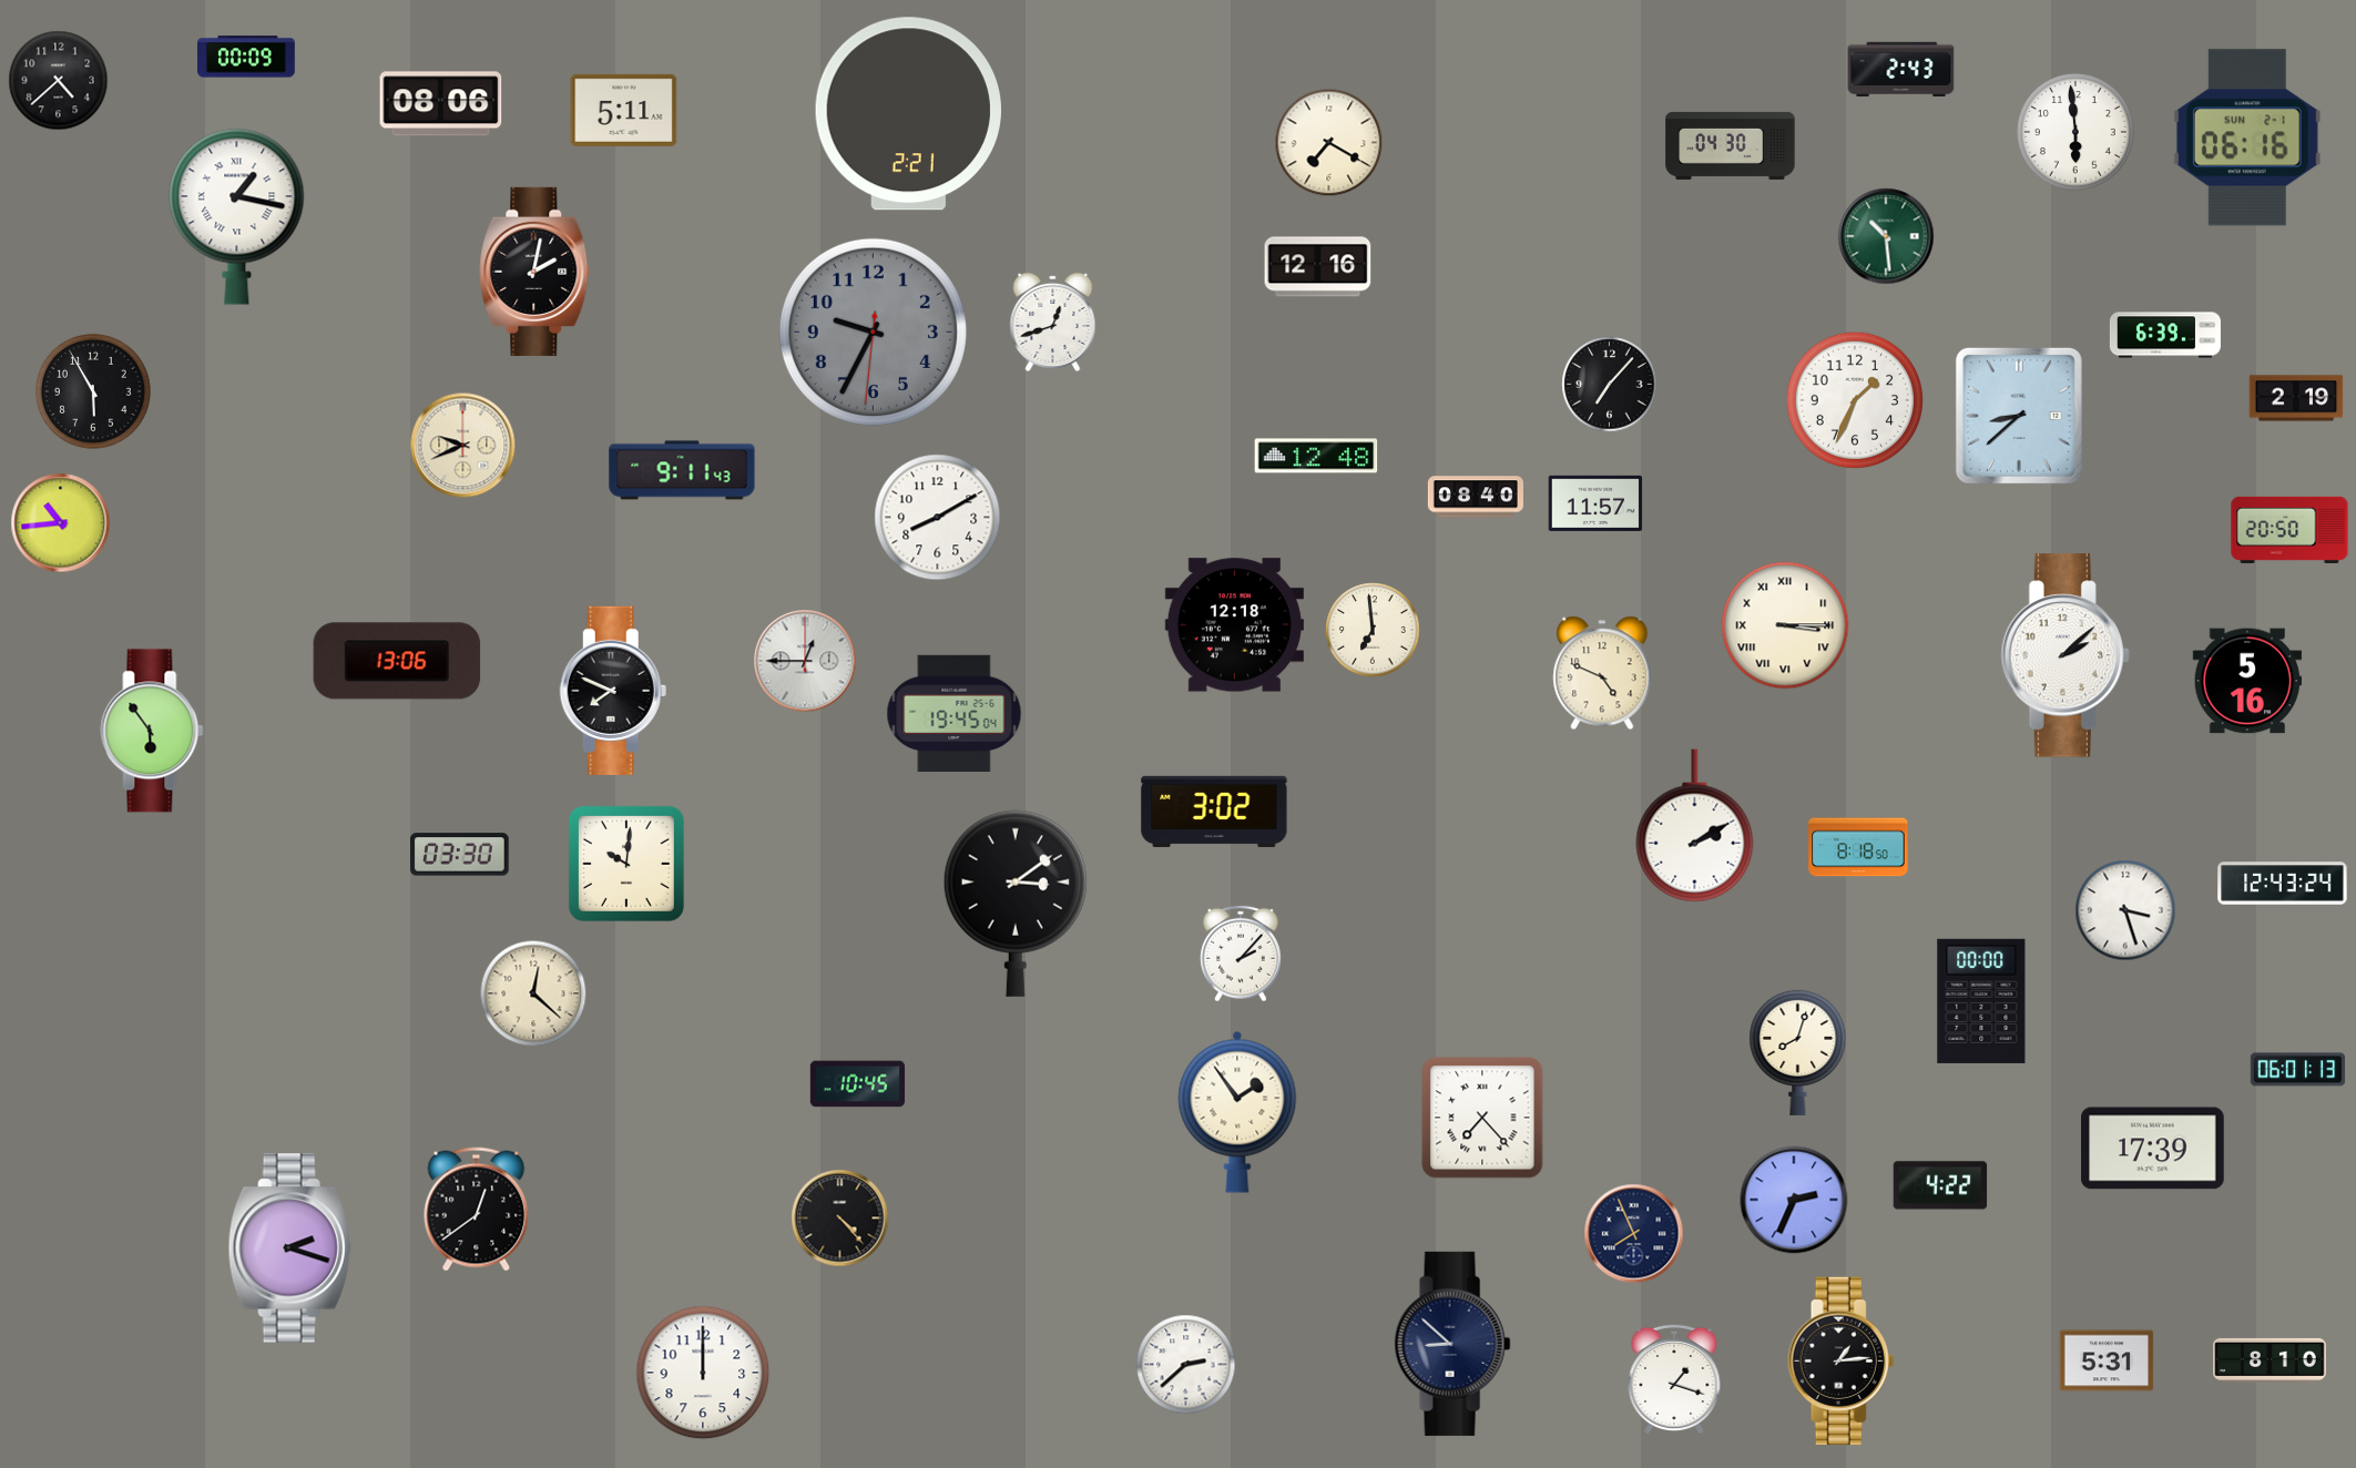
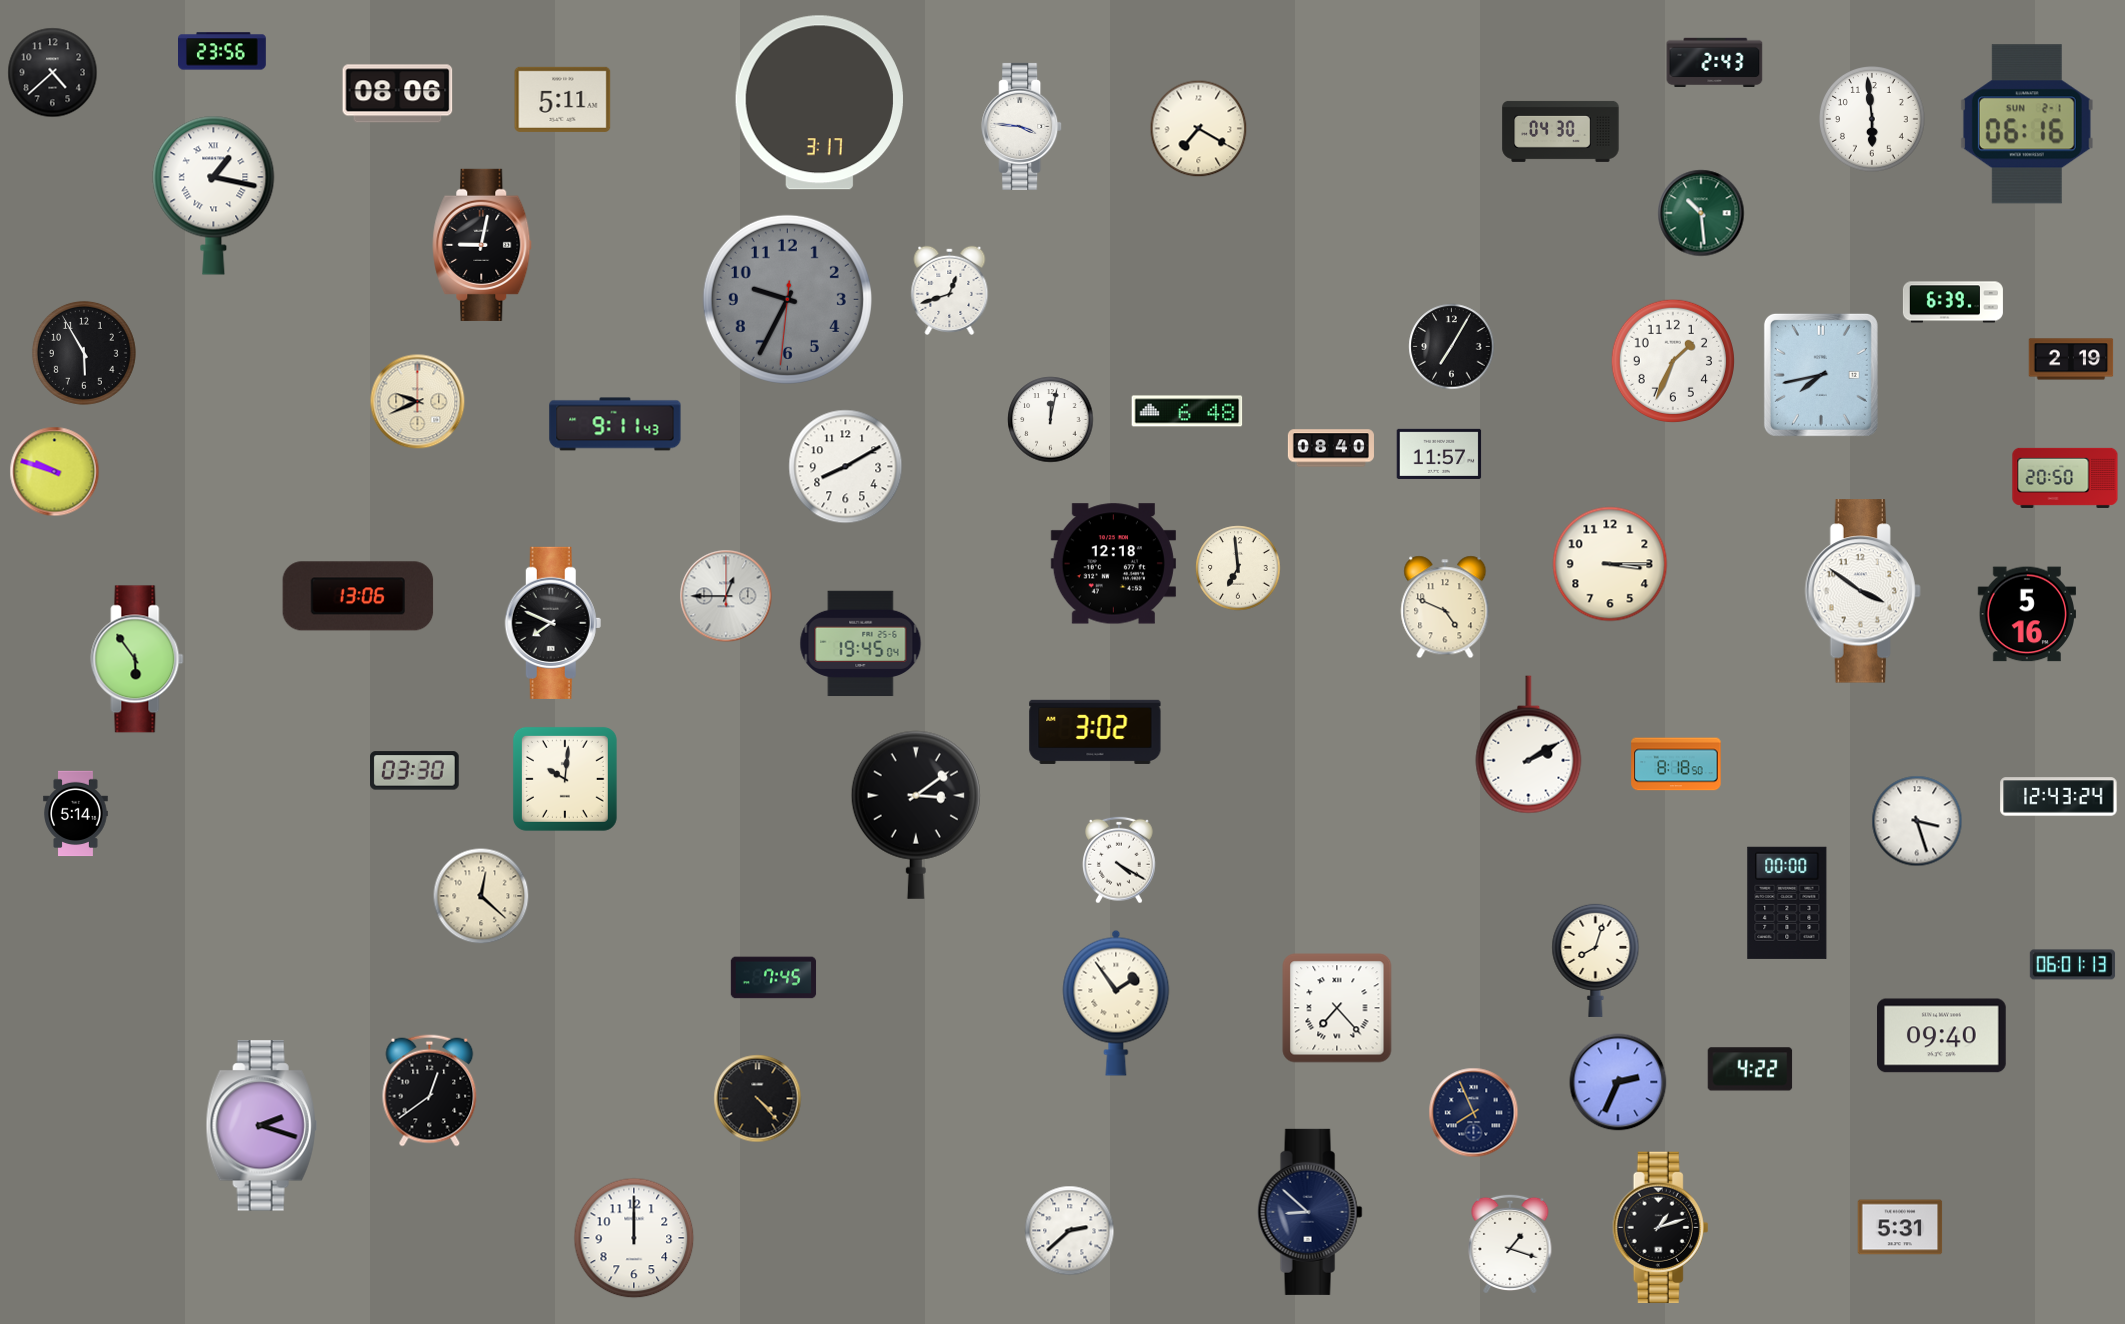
clock at (247, 57): 00:09 -> 23:56
clock at (908, 114): 2:21 -> 3:17
clock at (1022, 126): none -> 3:46
clock at (1318, 267): 12:16 -> none
clock at (534, 272): 2:02 -> 9:02
clock at (1610, 385): 7:07 -> 7:05
clock at (2019, 416): 8:38 -> 7:43
clock at (1316, 456): 12:48 -> 6:48
clock at (1051, 420): none -> 12:02
clock at (61, 523): 10:44 -> 9:48
clock at (1785, 625) numerals: Roman -> Arabic
clock at (2066, 655): 2:08 -> 3:51
clock at (76, 814): none -> 5:14
clock at (1241, 954): 2:07 -> 4:20
clock at (1798, 1052) position: (1798, 1052) -> (1596, 960)
clock at (858, 1084): 10:45 -> 7:45
clock at (2153, 1149): 17:39 -> 09:40
clock at (1842, 1360): 1:14 -> 1:12
clock at (2270, 1360): 8:10 -> none
